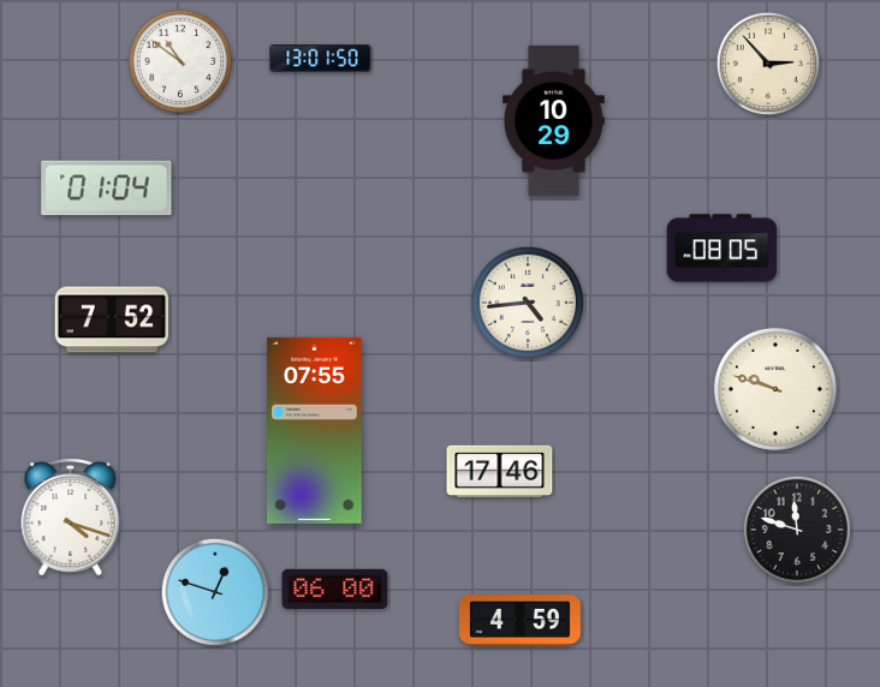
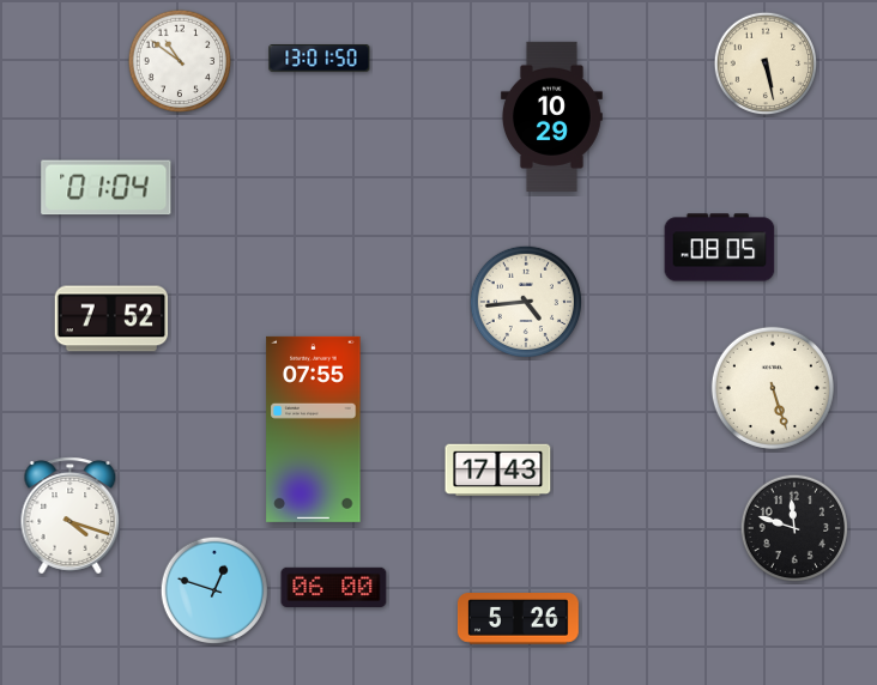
clock at (768, 64): 2:53 -> 5:28
clock at (553, 120) position: (553, 120) -> (551, 116)
clock at (775, 389): 9:48 -> 5:27
clock at (500, 472): 17:46 -> 17:43
clock at (519, 621): 4:59 -> 5:26
